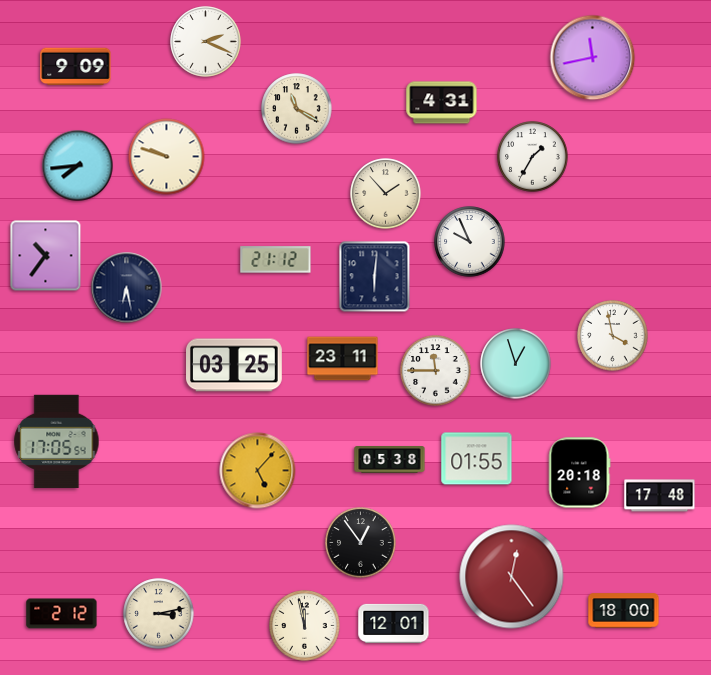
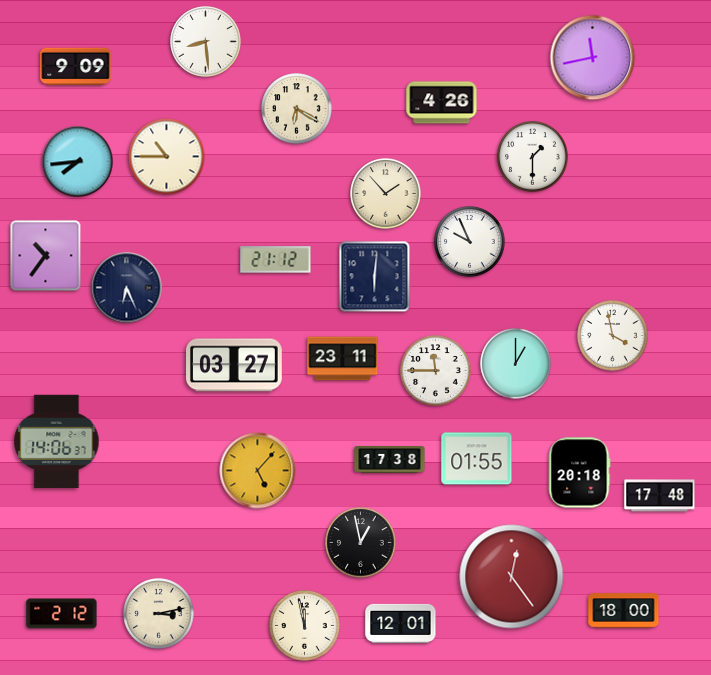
clock at (206, 42): 2:19 -> 8:29
clock at (442, 103): 4:31 -> 4:26
clock at (297, 109): 11:20 -> 6:20
clock at (167, 157): 9:48 -> 10:45
clock at (533, 157): 1:35 -> 1:30
clock at (78, 166) position: (78, 166) -> (78, 162)
clock at (127, 288): 6:28 -> 6:26
clock at (516, 364): 12:57 -> 1:00
clock at (235, 365): 03:25 -> 03:27
clock at (57, 441): 17:05 -> 14:06
clock at (390, 460): 05:38 -> 17:38
clock at (361, 543): 12:54 -> 12:58
clock at (394, 623) position: (394, 623) -> (401, 623)
